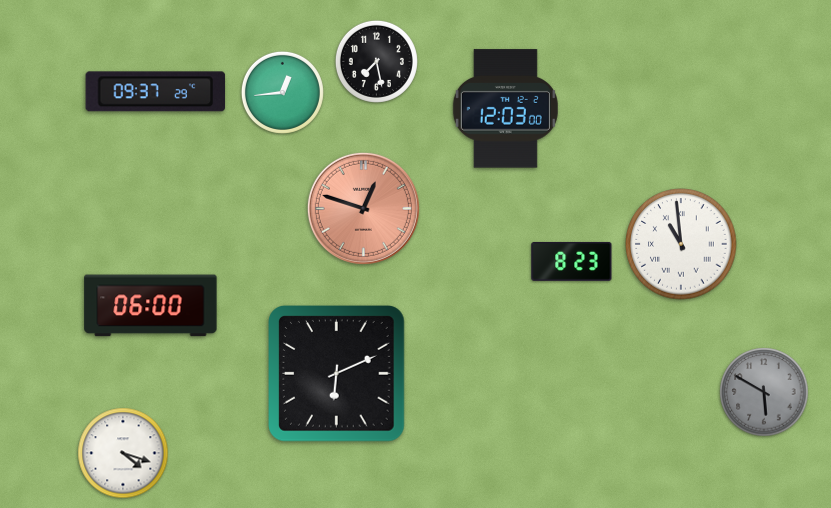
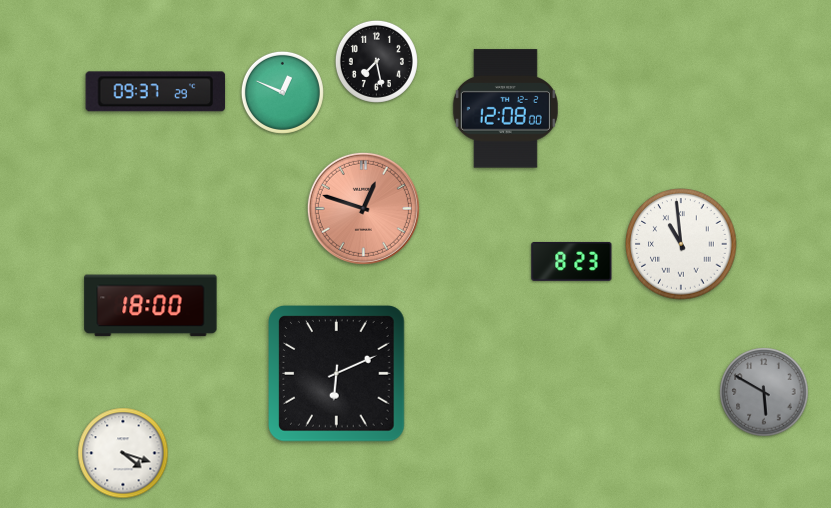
clock at (282, 92): 12:44 -> 12:49
clock at (505, 109): 12:03 -> 12:08
clock at (151, 306): 06:00 -> 18:00
